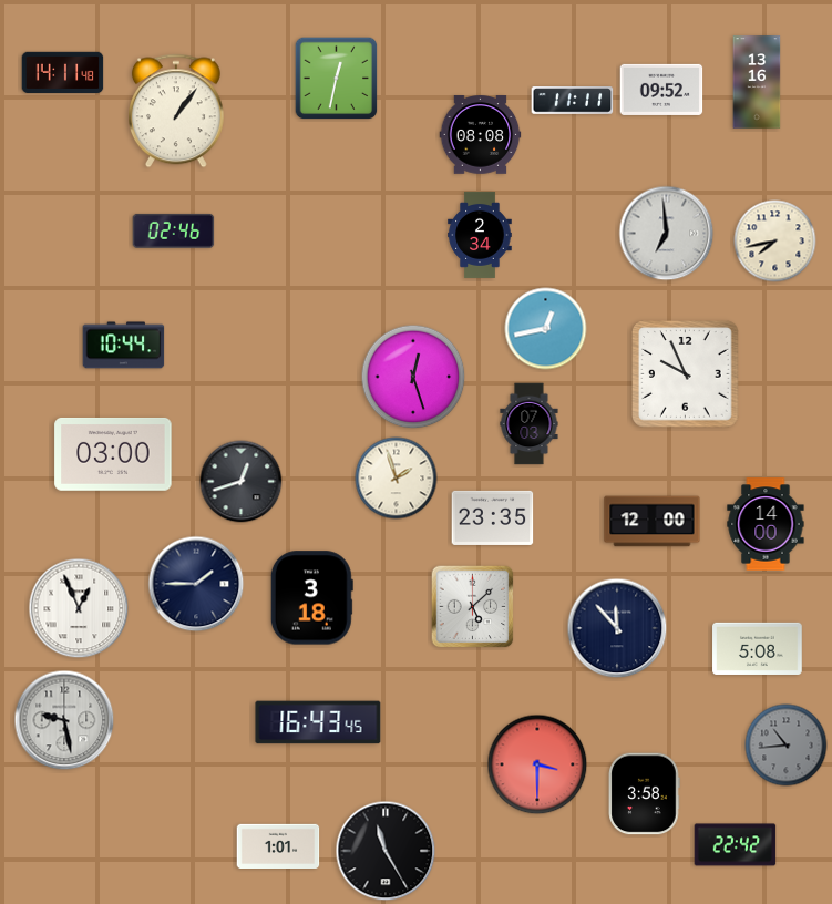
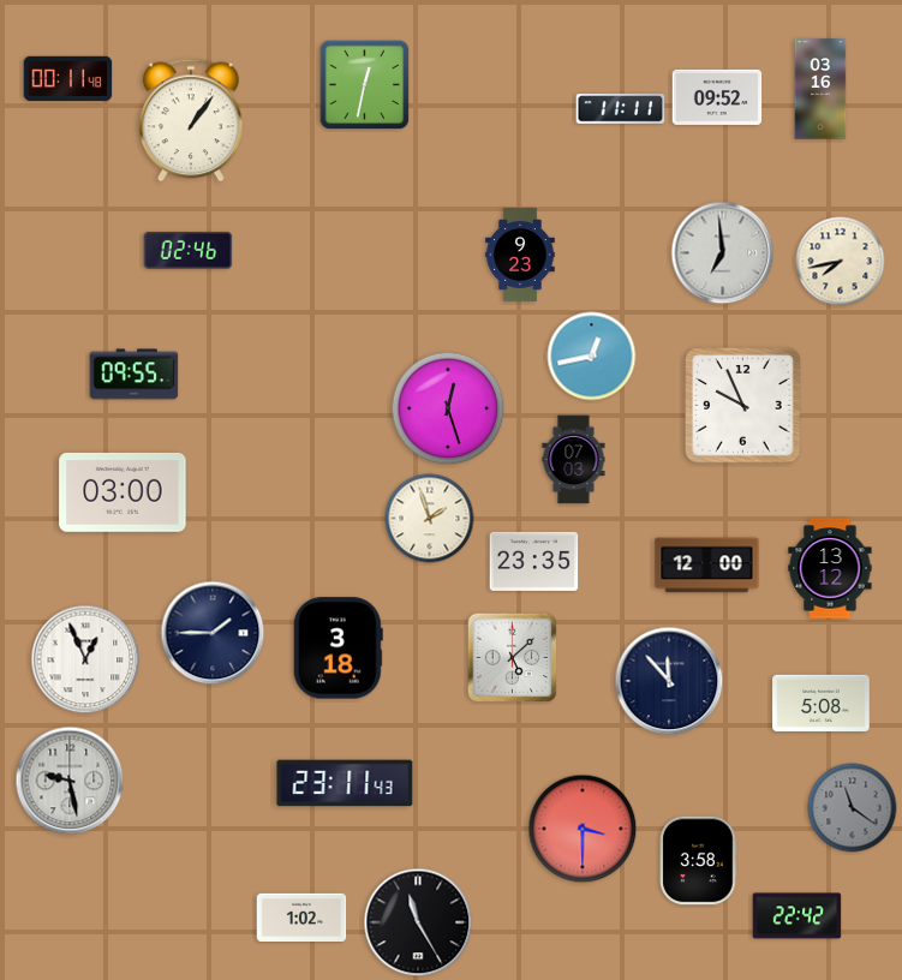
clock at (63, 73): 14:11 -> 00:11
clock at (757, 82): 13:16 -> 03:16
clock at (481, 135): 08:08 -> none
clock at (480, 235): 2:34 -> 9:23
clock at (124, 346): 10:44 -> 09:55
clock at (242, 482): 12:42 -> none
clock at (766, 524): 14:00 -> 13:12
clock at (318, 722): 16:43 -> 23:11
clock at (787, 746): 10:44 -> 11:21
clock at (278, 845): 1:01 -> 1:02
